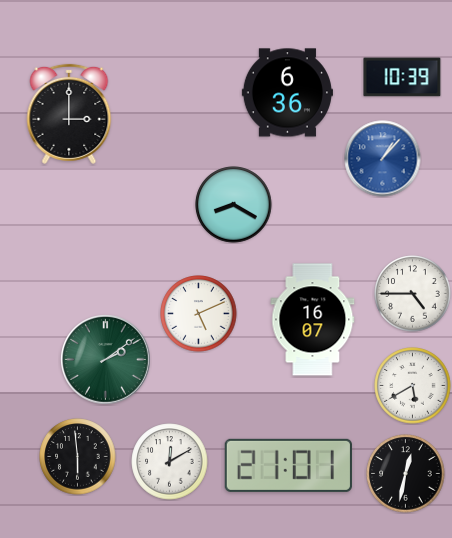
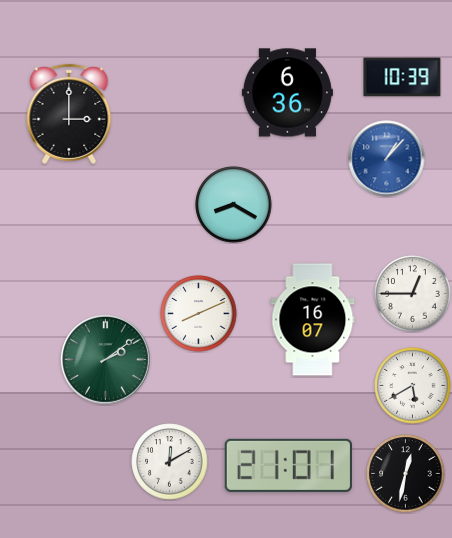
clock at (383, 159) position: (383, 159) -> (387, 159)
clock at (413, 294): 4:45 -> 12:45
clock at (199, 314): 5:11 -> 8:11
clock at (78, 457): 5:59 -> none
